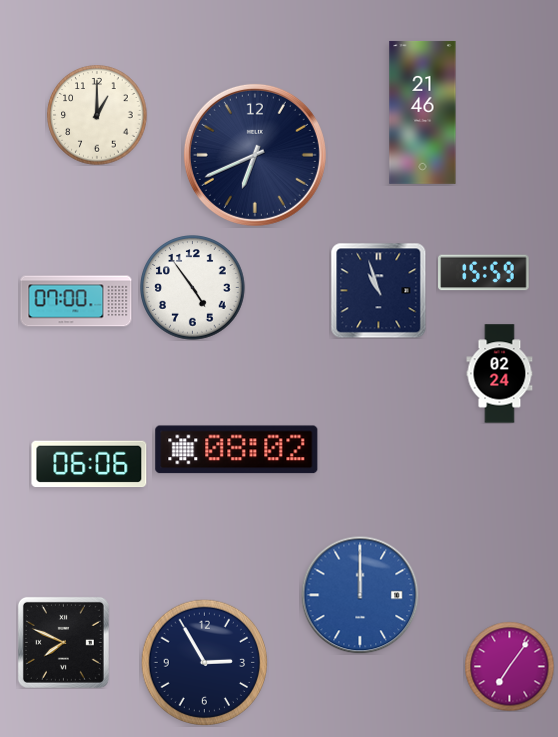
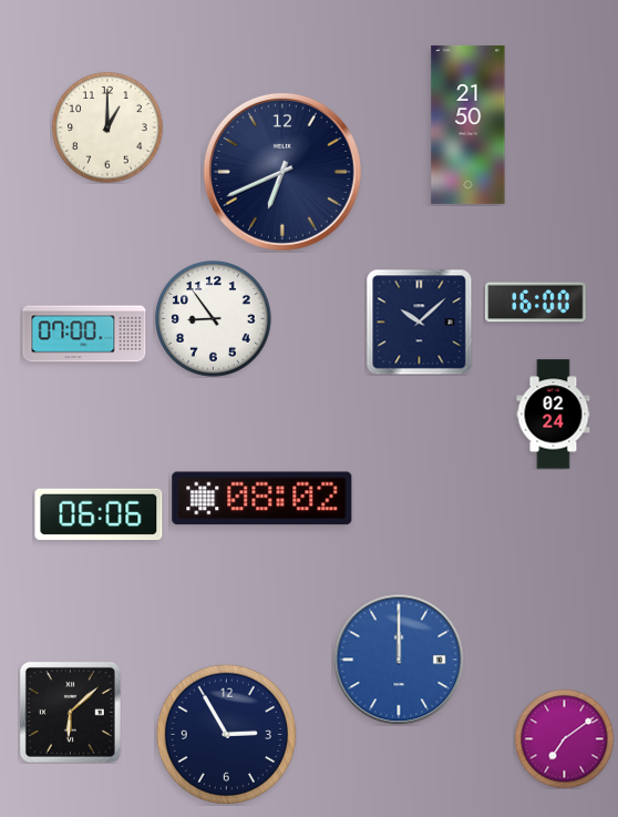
clock at (423, 112): 21:46 -> 21:50
clock at (484, 273): 15:59 -> 16:00
clock at (193, 288): 4:54 -> 8:54
clock at (378, 290): 10:57 -> 10:08
clock at (63, 642): 7:49 -> 6:08
clock at (509, 666): 7:06 -> 7:09
